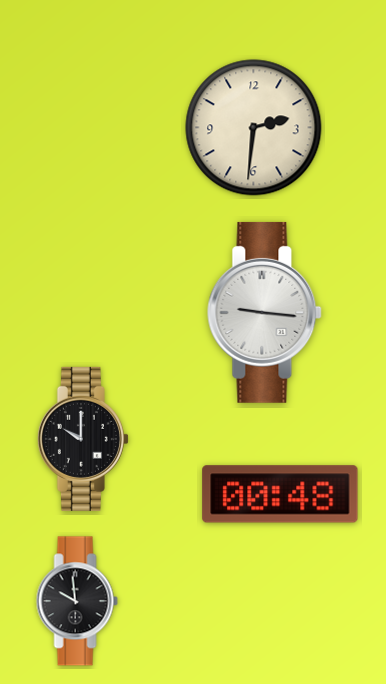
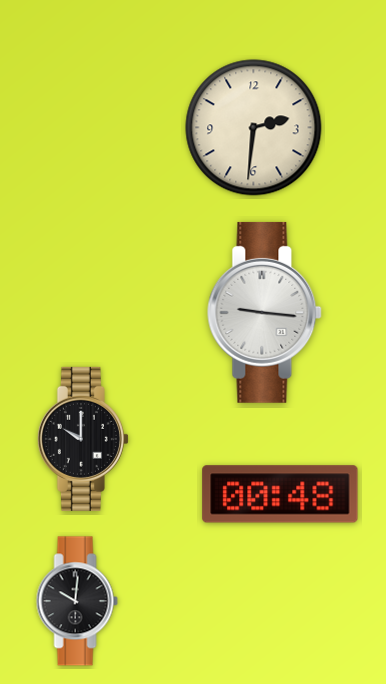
clock at (77, 601): 9:59 -> 10:01
